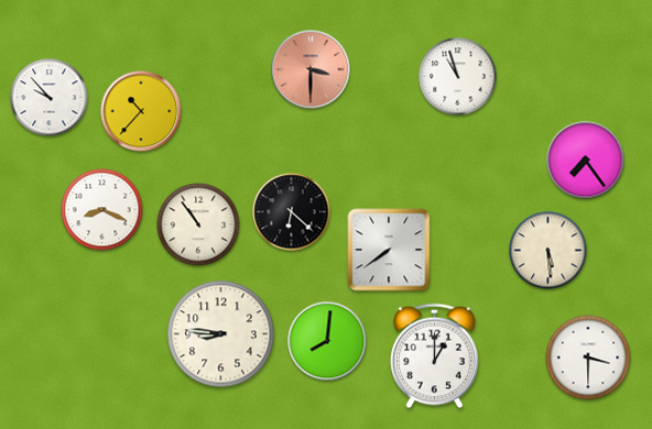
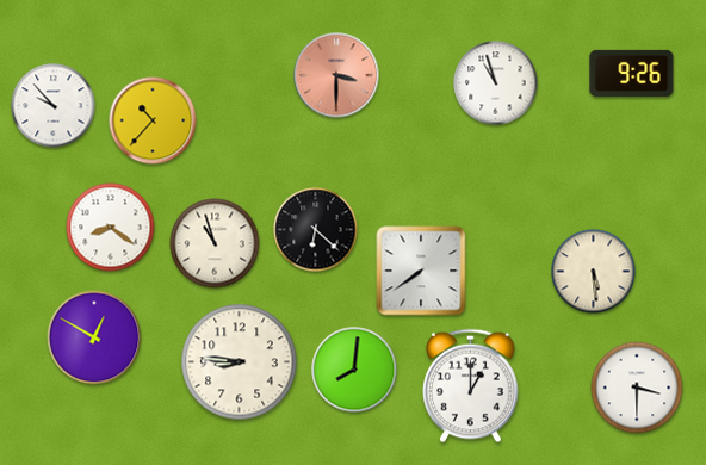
clock at (632, 73): none -> 9:26
clock at (586, 161): 7:24 -> none
clock at (102, 210): 8:19 -> 8:21
clock at (198, 224): 10:54 -> 10:57
clock at (94, 337): none -> 12:50
